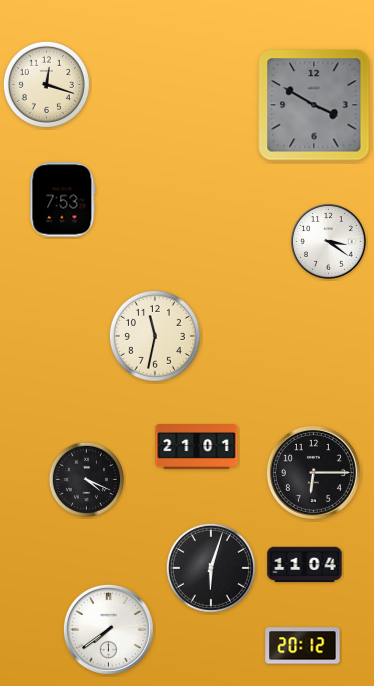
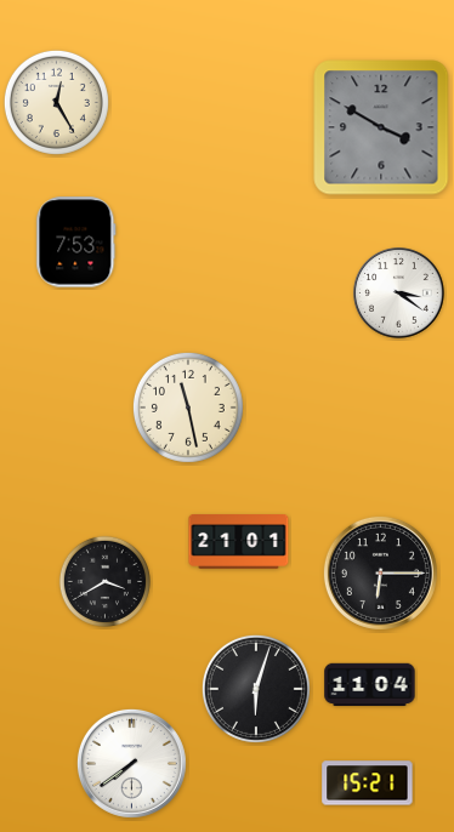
clock at (46, 84): 12:18 -> 12:25
clock at (155, 336): 11:32 -> 11:28
clock at (86, 479): 4:19 -> 3:40
clock at (303, 646): 20:12 -> 15:21
